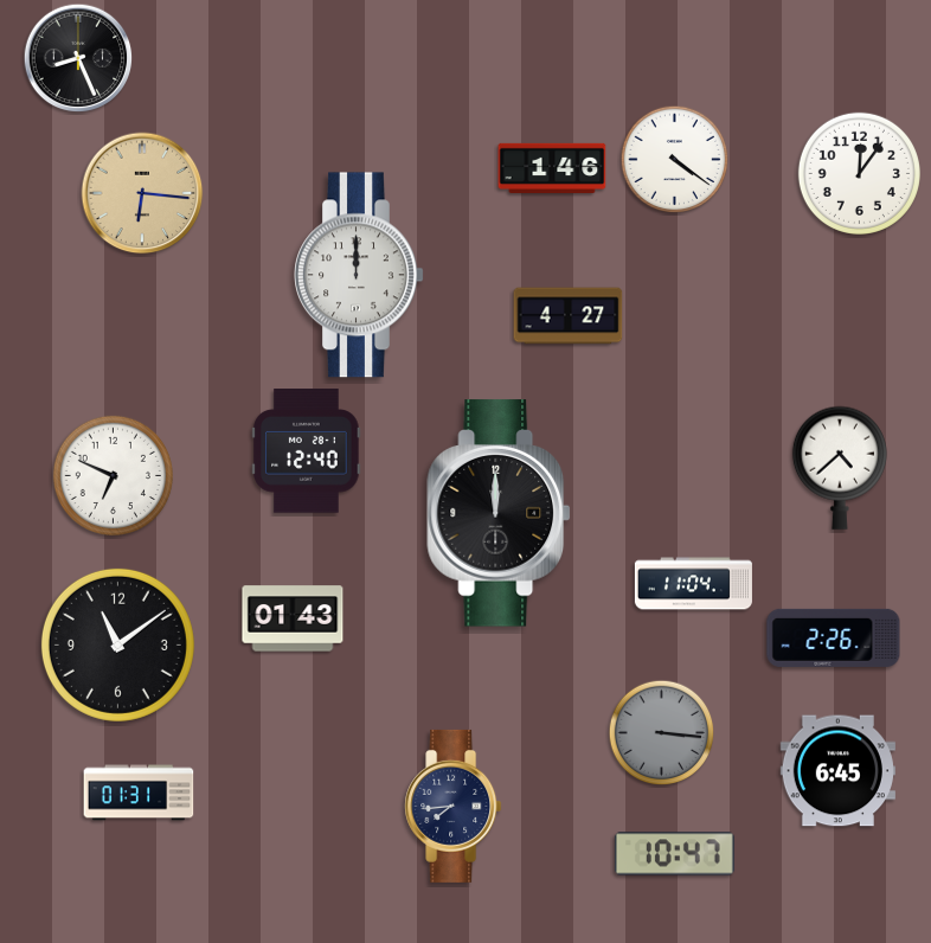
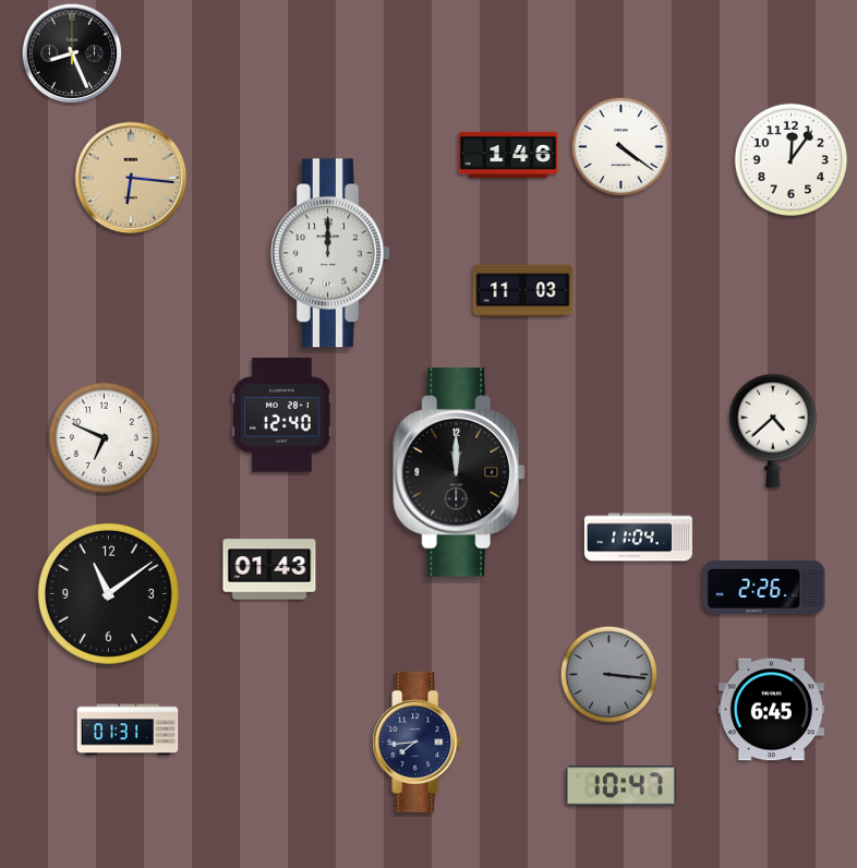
clock at (569, 316): 4:27 -> 11:03
clock at (834, 637) position: (834, 637) -> (764, 587)
